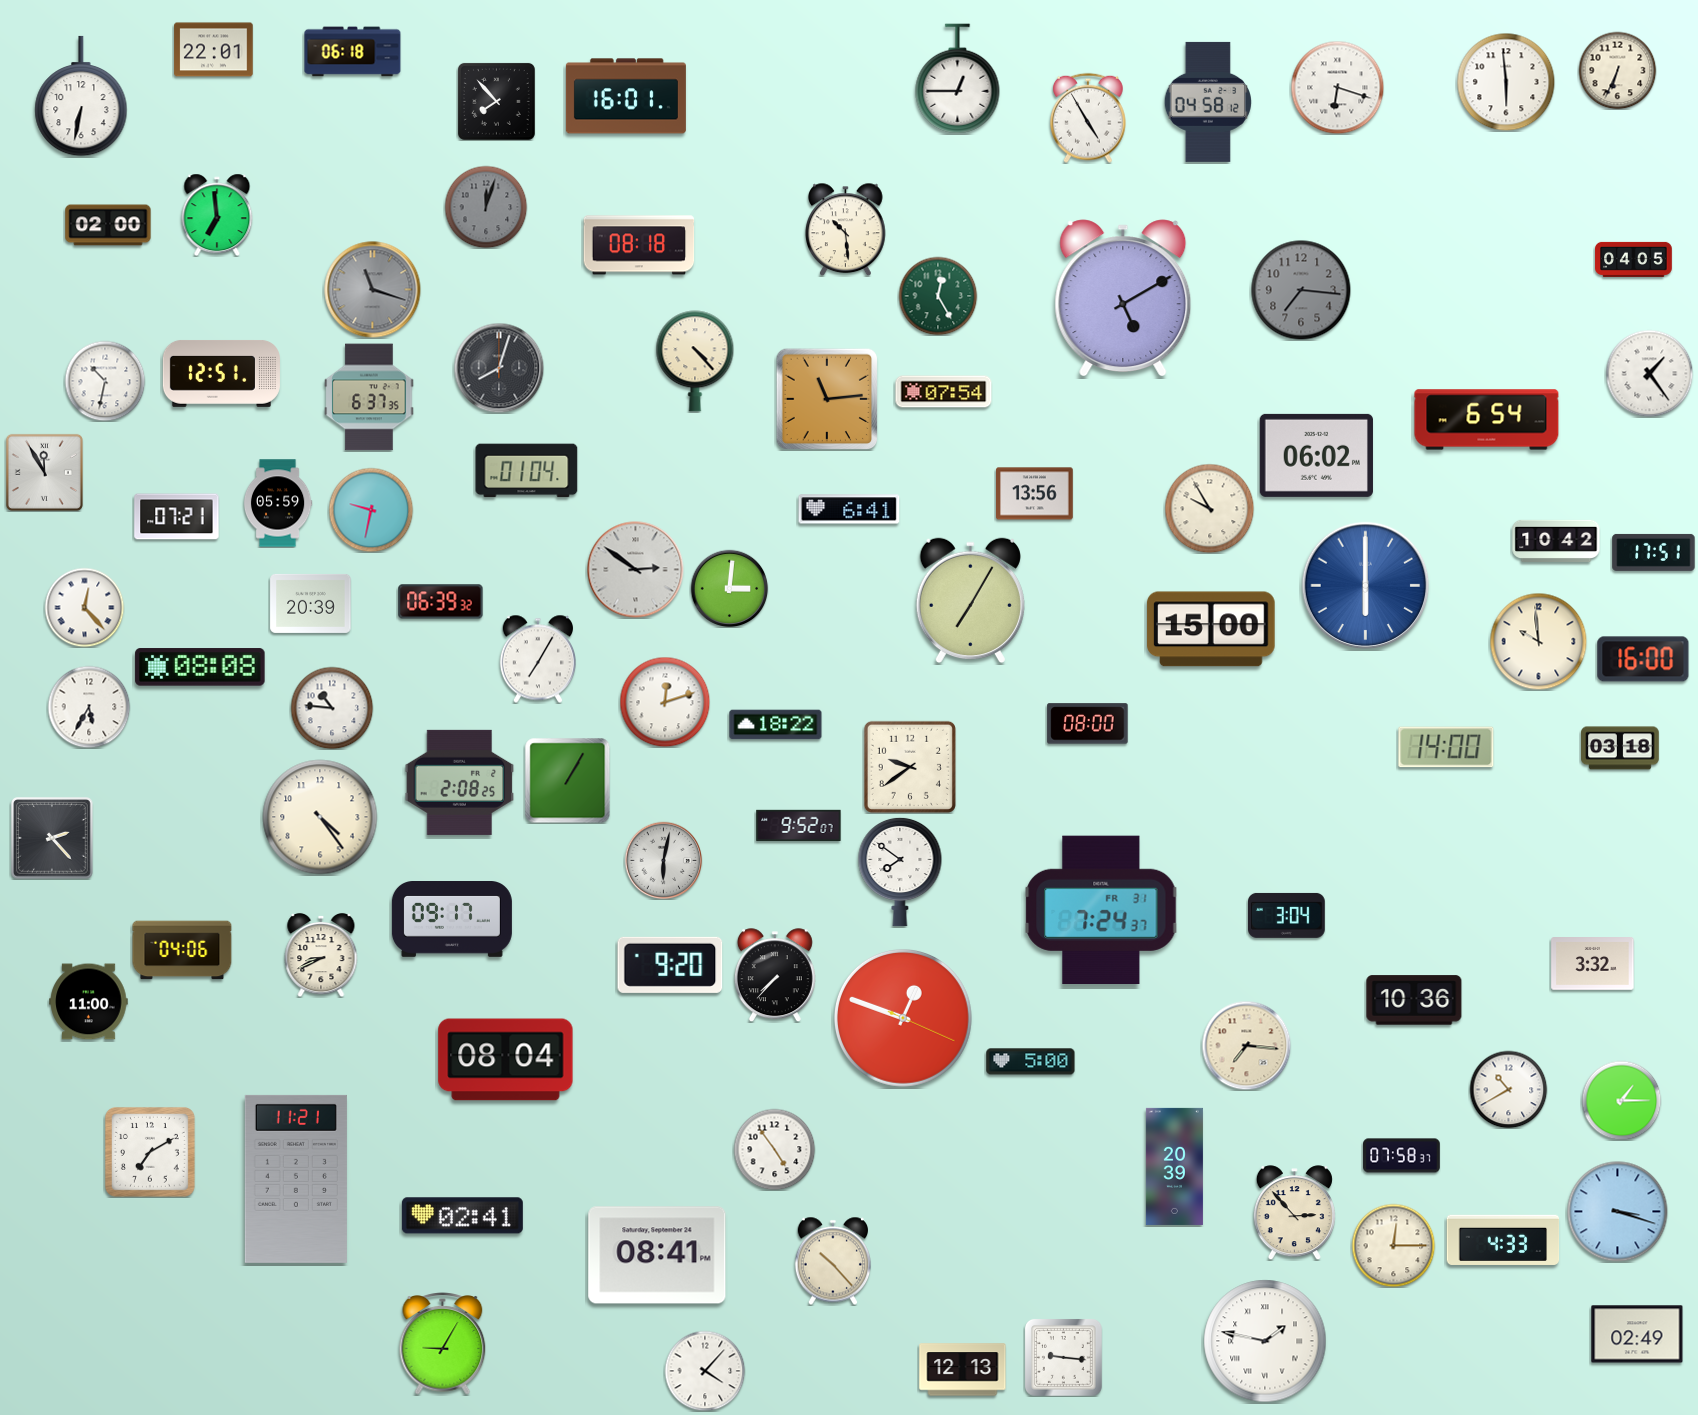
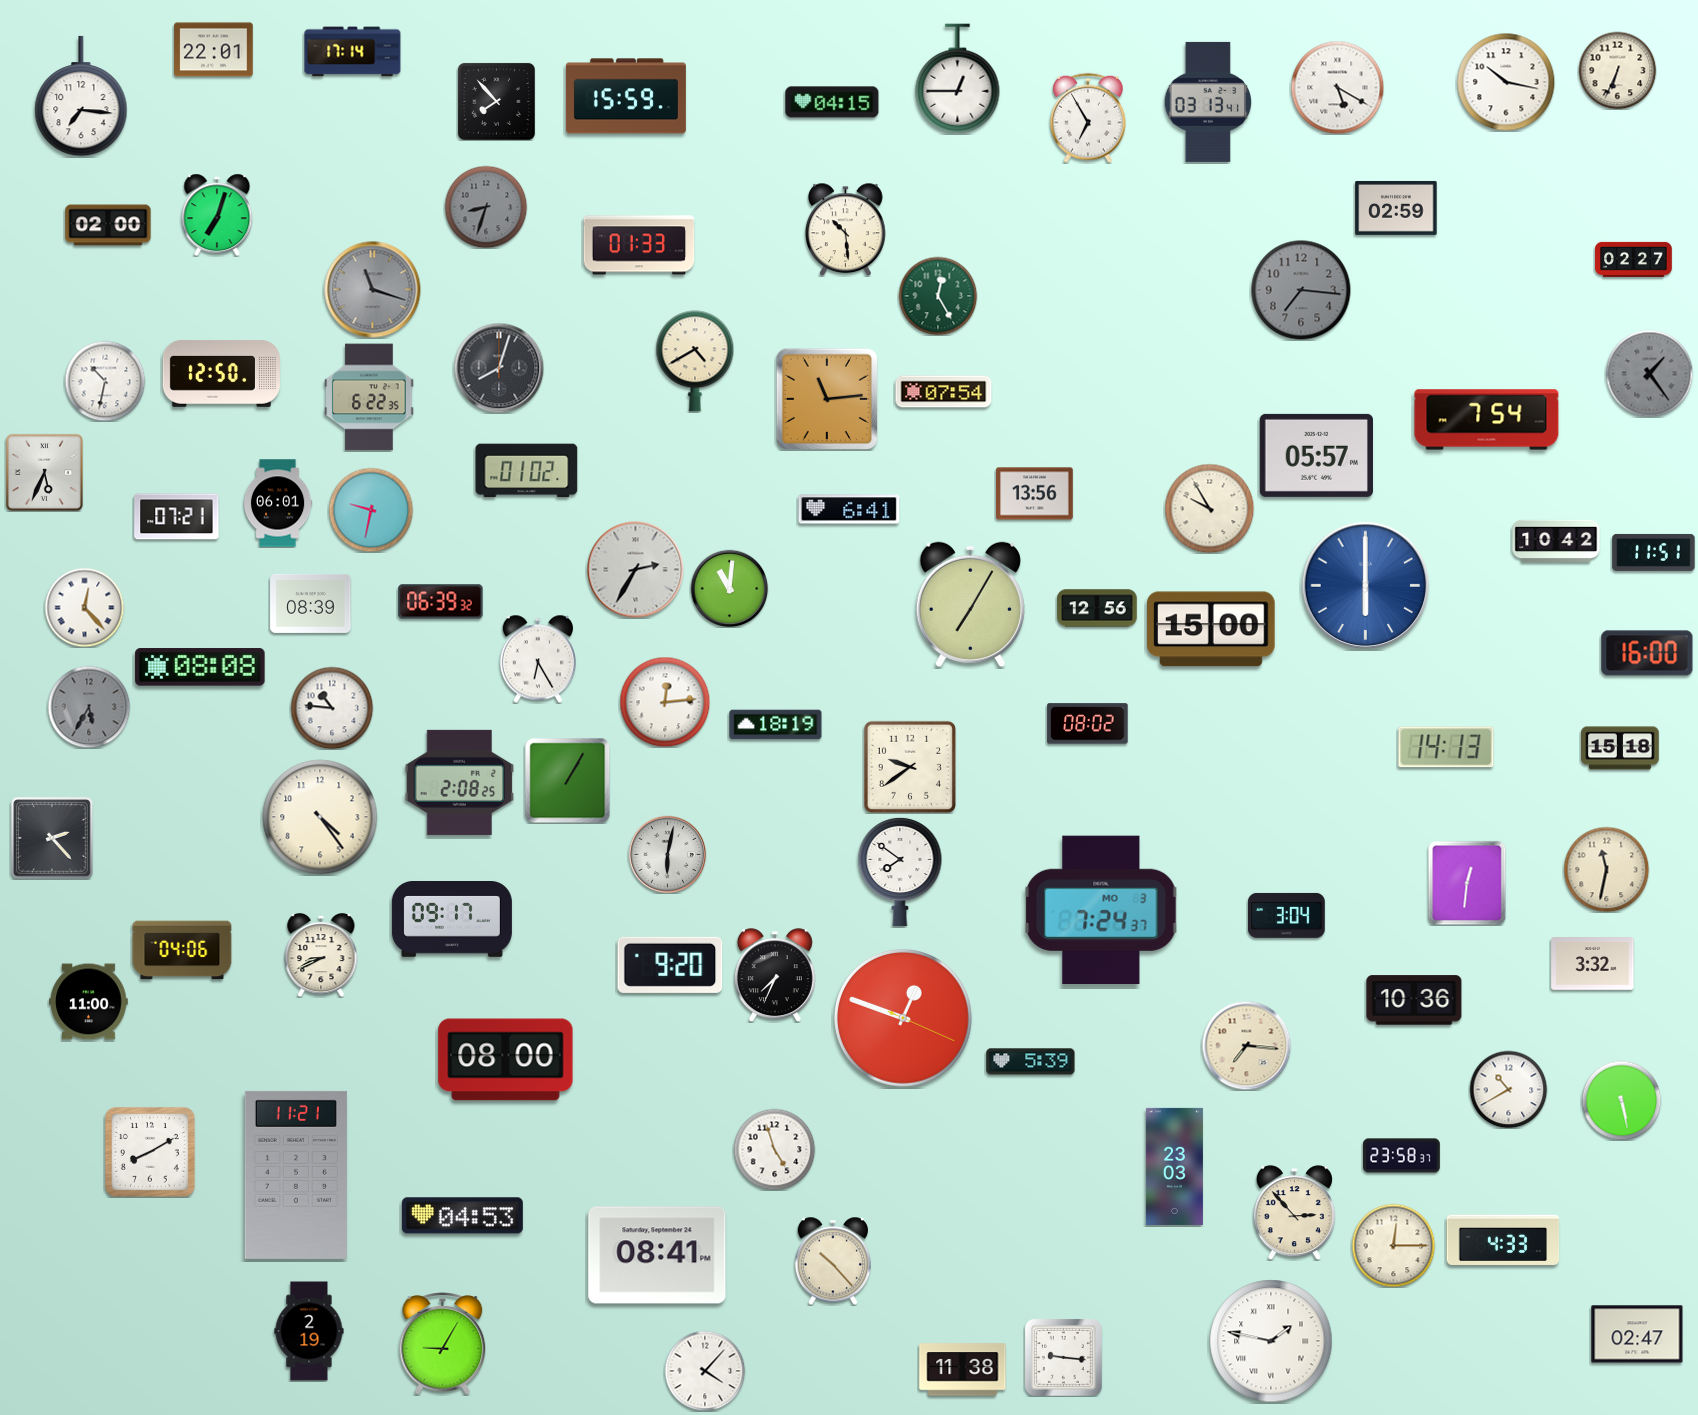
clock at (353, 52): 06:18 -> 17:14
clock at (1506, 82): 5:59 -> 10:17
clock at (1337, 87): 6:18 -> 5:20
clock at (81, 96): 6:32 -> 7:16
clock at (626, 96): 16:01 -> 15:59
clock at (832, 102): none -> 04:15
clock at (1208, 102): 04:58 -> 03:13
clock at (1089, 118): 4:55 -> 6:55
clock at (486, 207): 12:03 -> 8:33
clock at (1396, 208): none -> 02:59
clock at (217, 215): 6:59 -> 7:03
clock at (639, 245): 08:18 -> 01:33
clock at (1634, 259): 04:05 -> 02:27
clock at (1123, 298): 5:10 -> none
clock at (695, 361): 4:23 -> 4:40
clock at (221, 373): 12:51 -> 12:50
clock at (1649, 373) dial: white -> grey
clock at (369, 397): 6:37 -> 6:22
clock at (1487, 420): 6:54 -> 7:54
clock at (1316, 455): 06:02 -> 05:57
clock at (527, 471): 01:04 -> 01:02
clock at (44, 472): 11:55 -> 5:34
clock at (278, 503): 05:59 -> 06:01
clock at (1654, 552): 17:51 -> 11:51
clock at (636, 570): 2:51 -> 2:35
clock at (729, 588): 3:01 -> 11:01
clock at (970, 601) position: (970, 601) -> (970, 605)
clock at (311, 603): 20:39 -> 08:39
clock at (1097, 608): none -> 12:56
clock at (1538, 641): 9:59 -> none
clock at (537, 659): 7:05 -> 6:25
clock at (1643, 659) position: (1643, 659) -> (1647, 653)
clock at (665, 702): 12:12 -> 12:14
clock at (89, 707) dial: white -> grey
clock at (1088, 724): 08:00 -> 08:02
clock at (776, 725): 18:22 -> 18:19
clock at (1446, 747): 14:00 -> 14:13
clock at (1620, 748): 03:18 -> 15:18
clock at (799, 825): 9:52 -> none
clock at (663, 860) position: (663, 860) -> (667, 854)
clock at (1606, 869): none -> 11:32
clock at (1467, 883): none -> 12:31
clock at (1101, 909) date: FR 31 -> MO 3
clock at (775, 975): 7:37 -> 7:34
clock at (506, 1060): 08:04 -> 08:00
clock at (1031, 1062): 5:00 -> 5:39
clock at (1621, 1100): 1:15 -> 5:28
clock at (774, 1149): 4:54 -> 4:57
clock at (150, 1152): 7:10 -> 8:10
clock at (1402, 1156): 07:58 -> 23:58
clock at (1174, 1166): 20:39 -> 23:03
clock at (296, 1179) position: (296, 1179) -> (296, 1175)
clock at (1618, 1212): 3:18 -> none
clock at (462, 1216): 02:41 -> 04:53
clock at (309, 1331): none -> 2:19
clock at (1637, 1334): 02:49 -> 02:47
clock at (1265, 1341) position: (1265, 1341) -> (1271, 1341)
clock at (963, 1370): 12:13 -> 11:38
